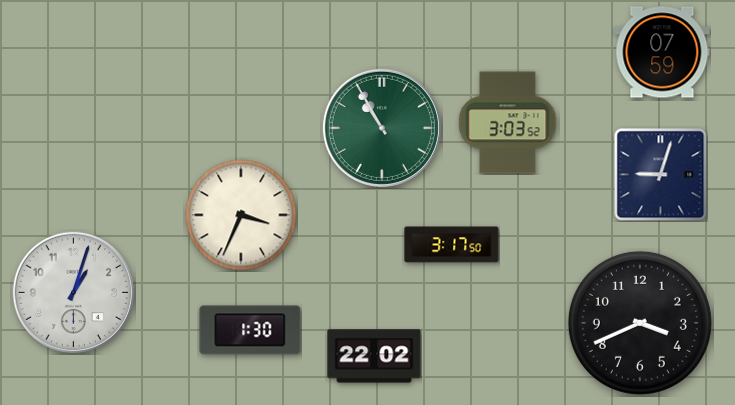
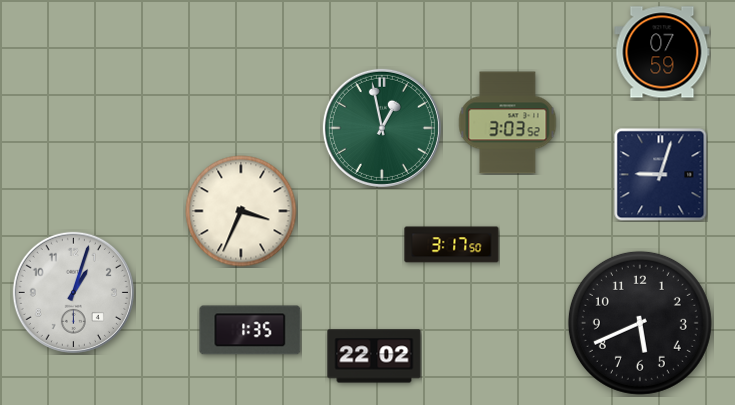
clock at (382, 128): 10:55 -> 12:58
clock at (241, 215) position: (241, 215) -> (241, 211)
clock at (640, 323): 3:41 -> 5:41
clock at (250, 330): 1:30 -> 1:35
